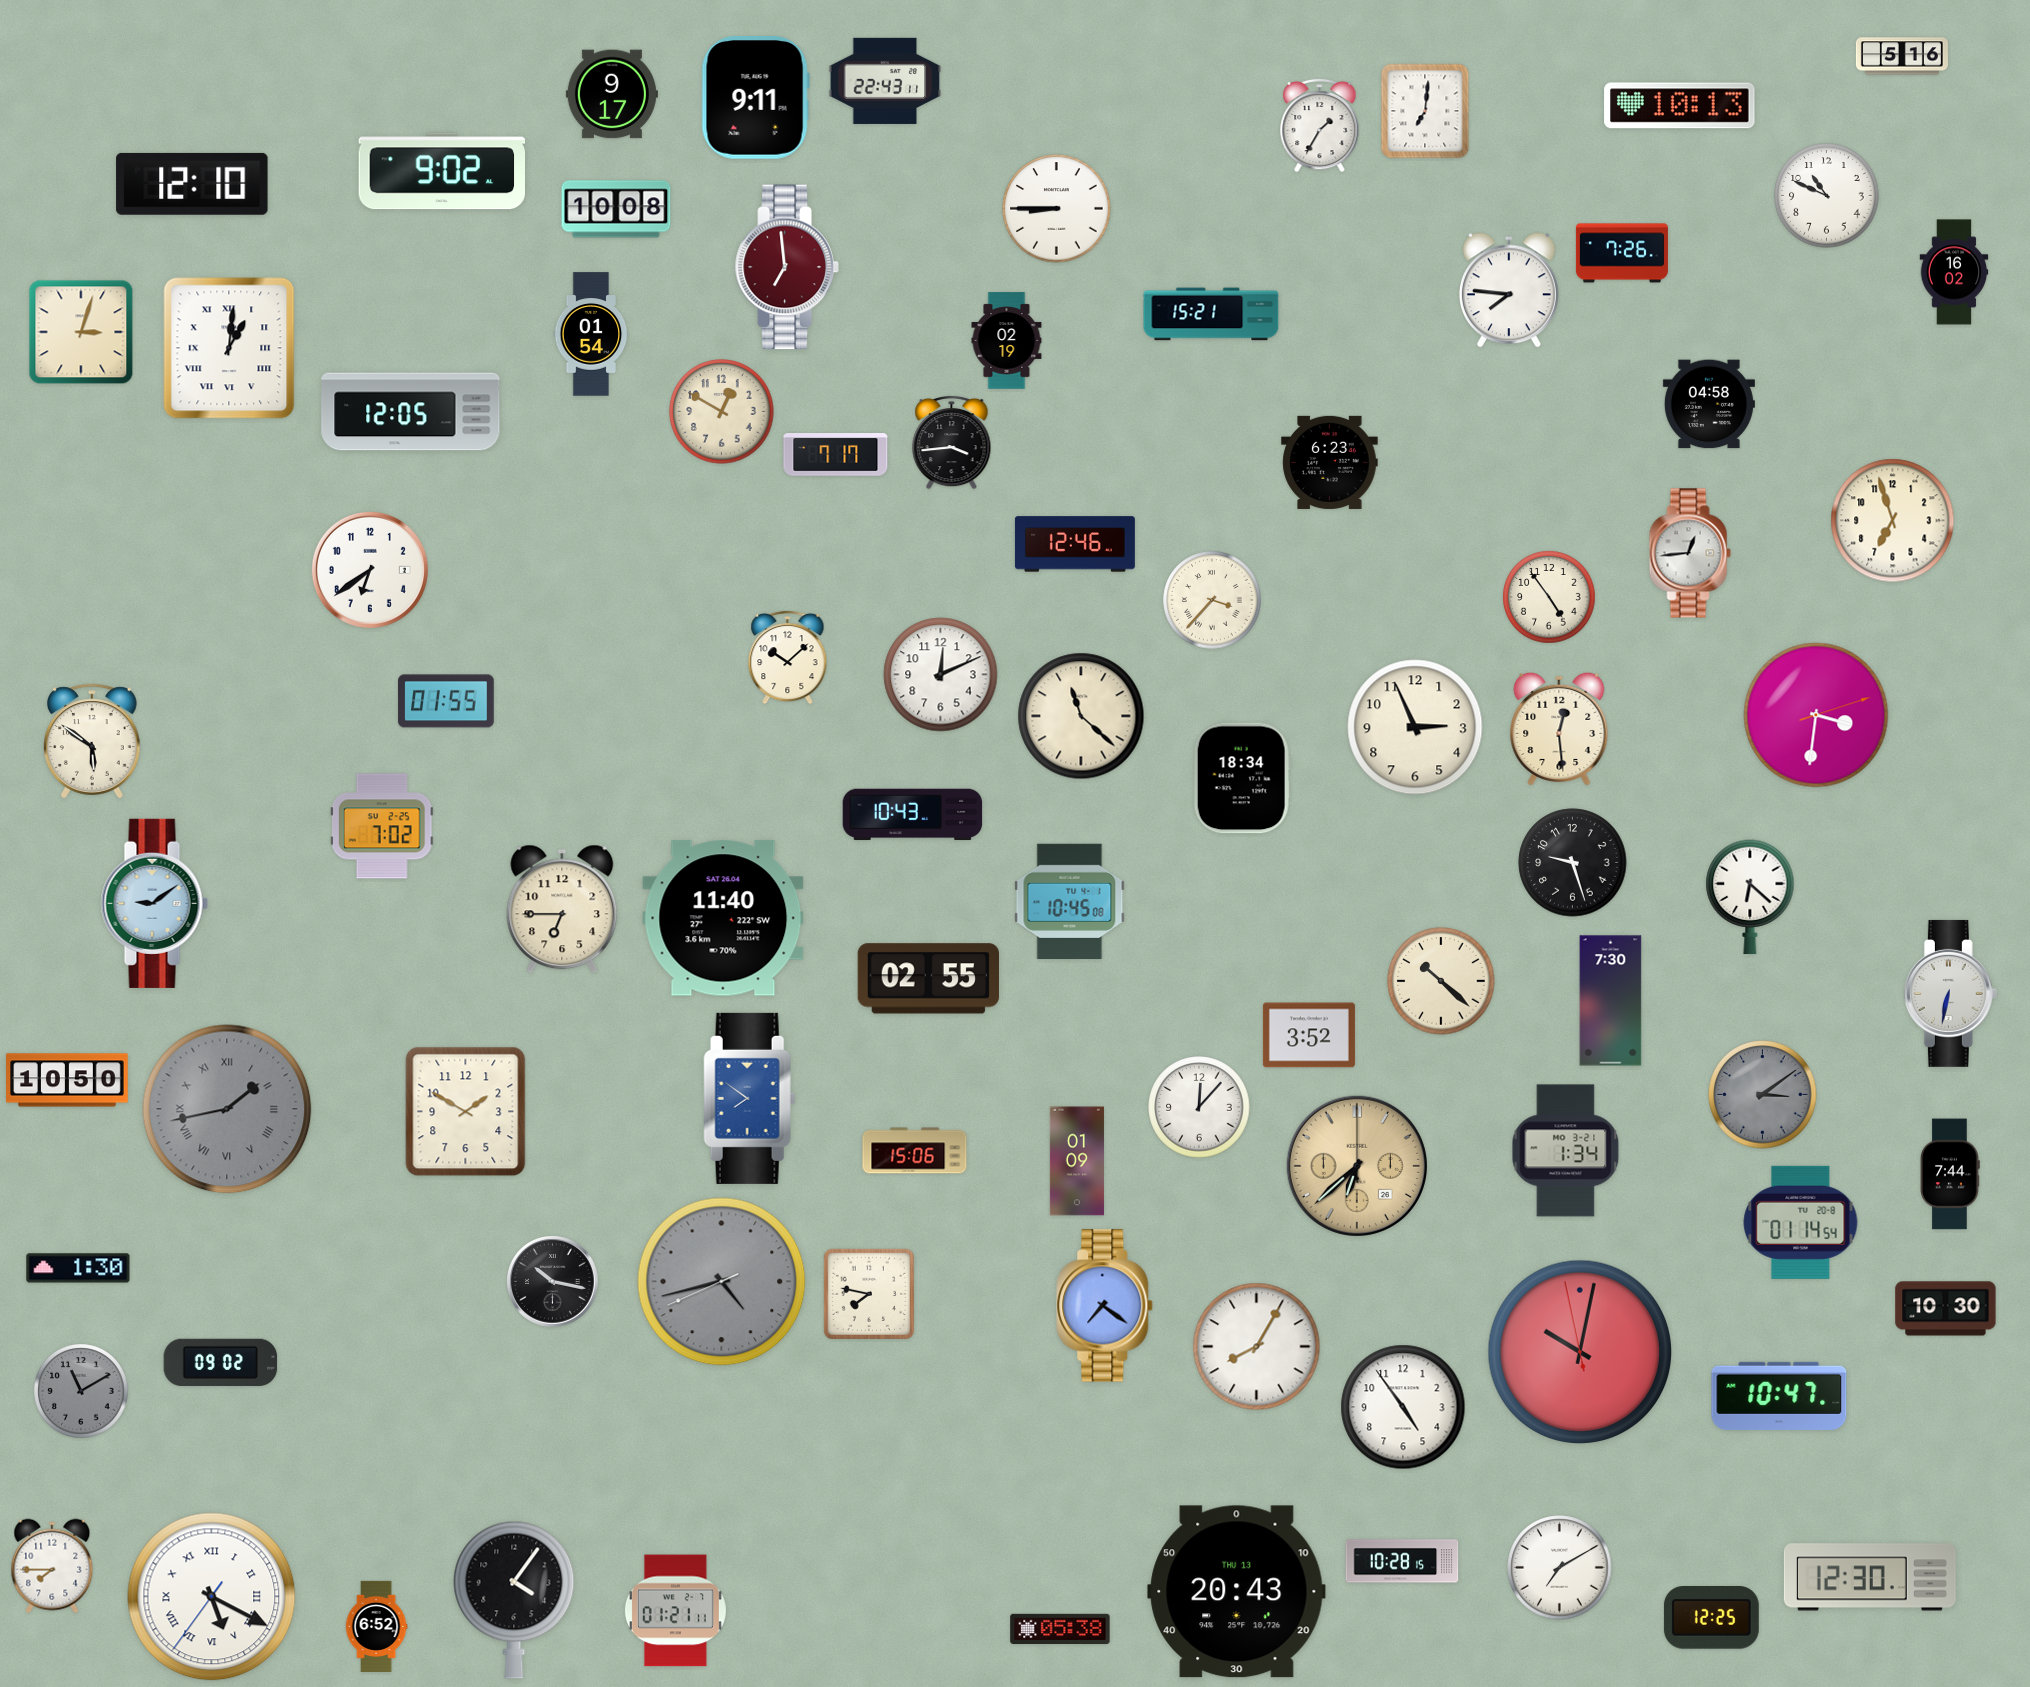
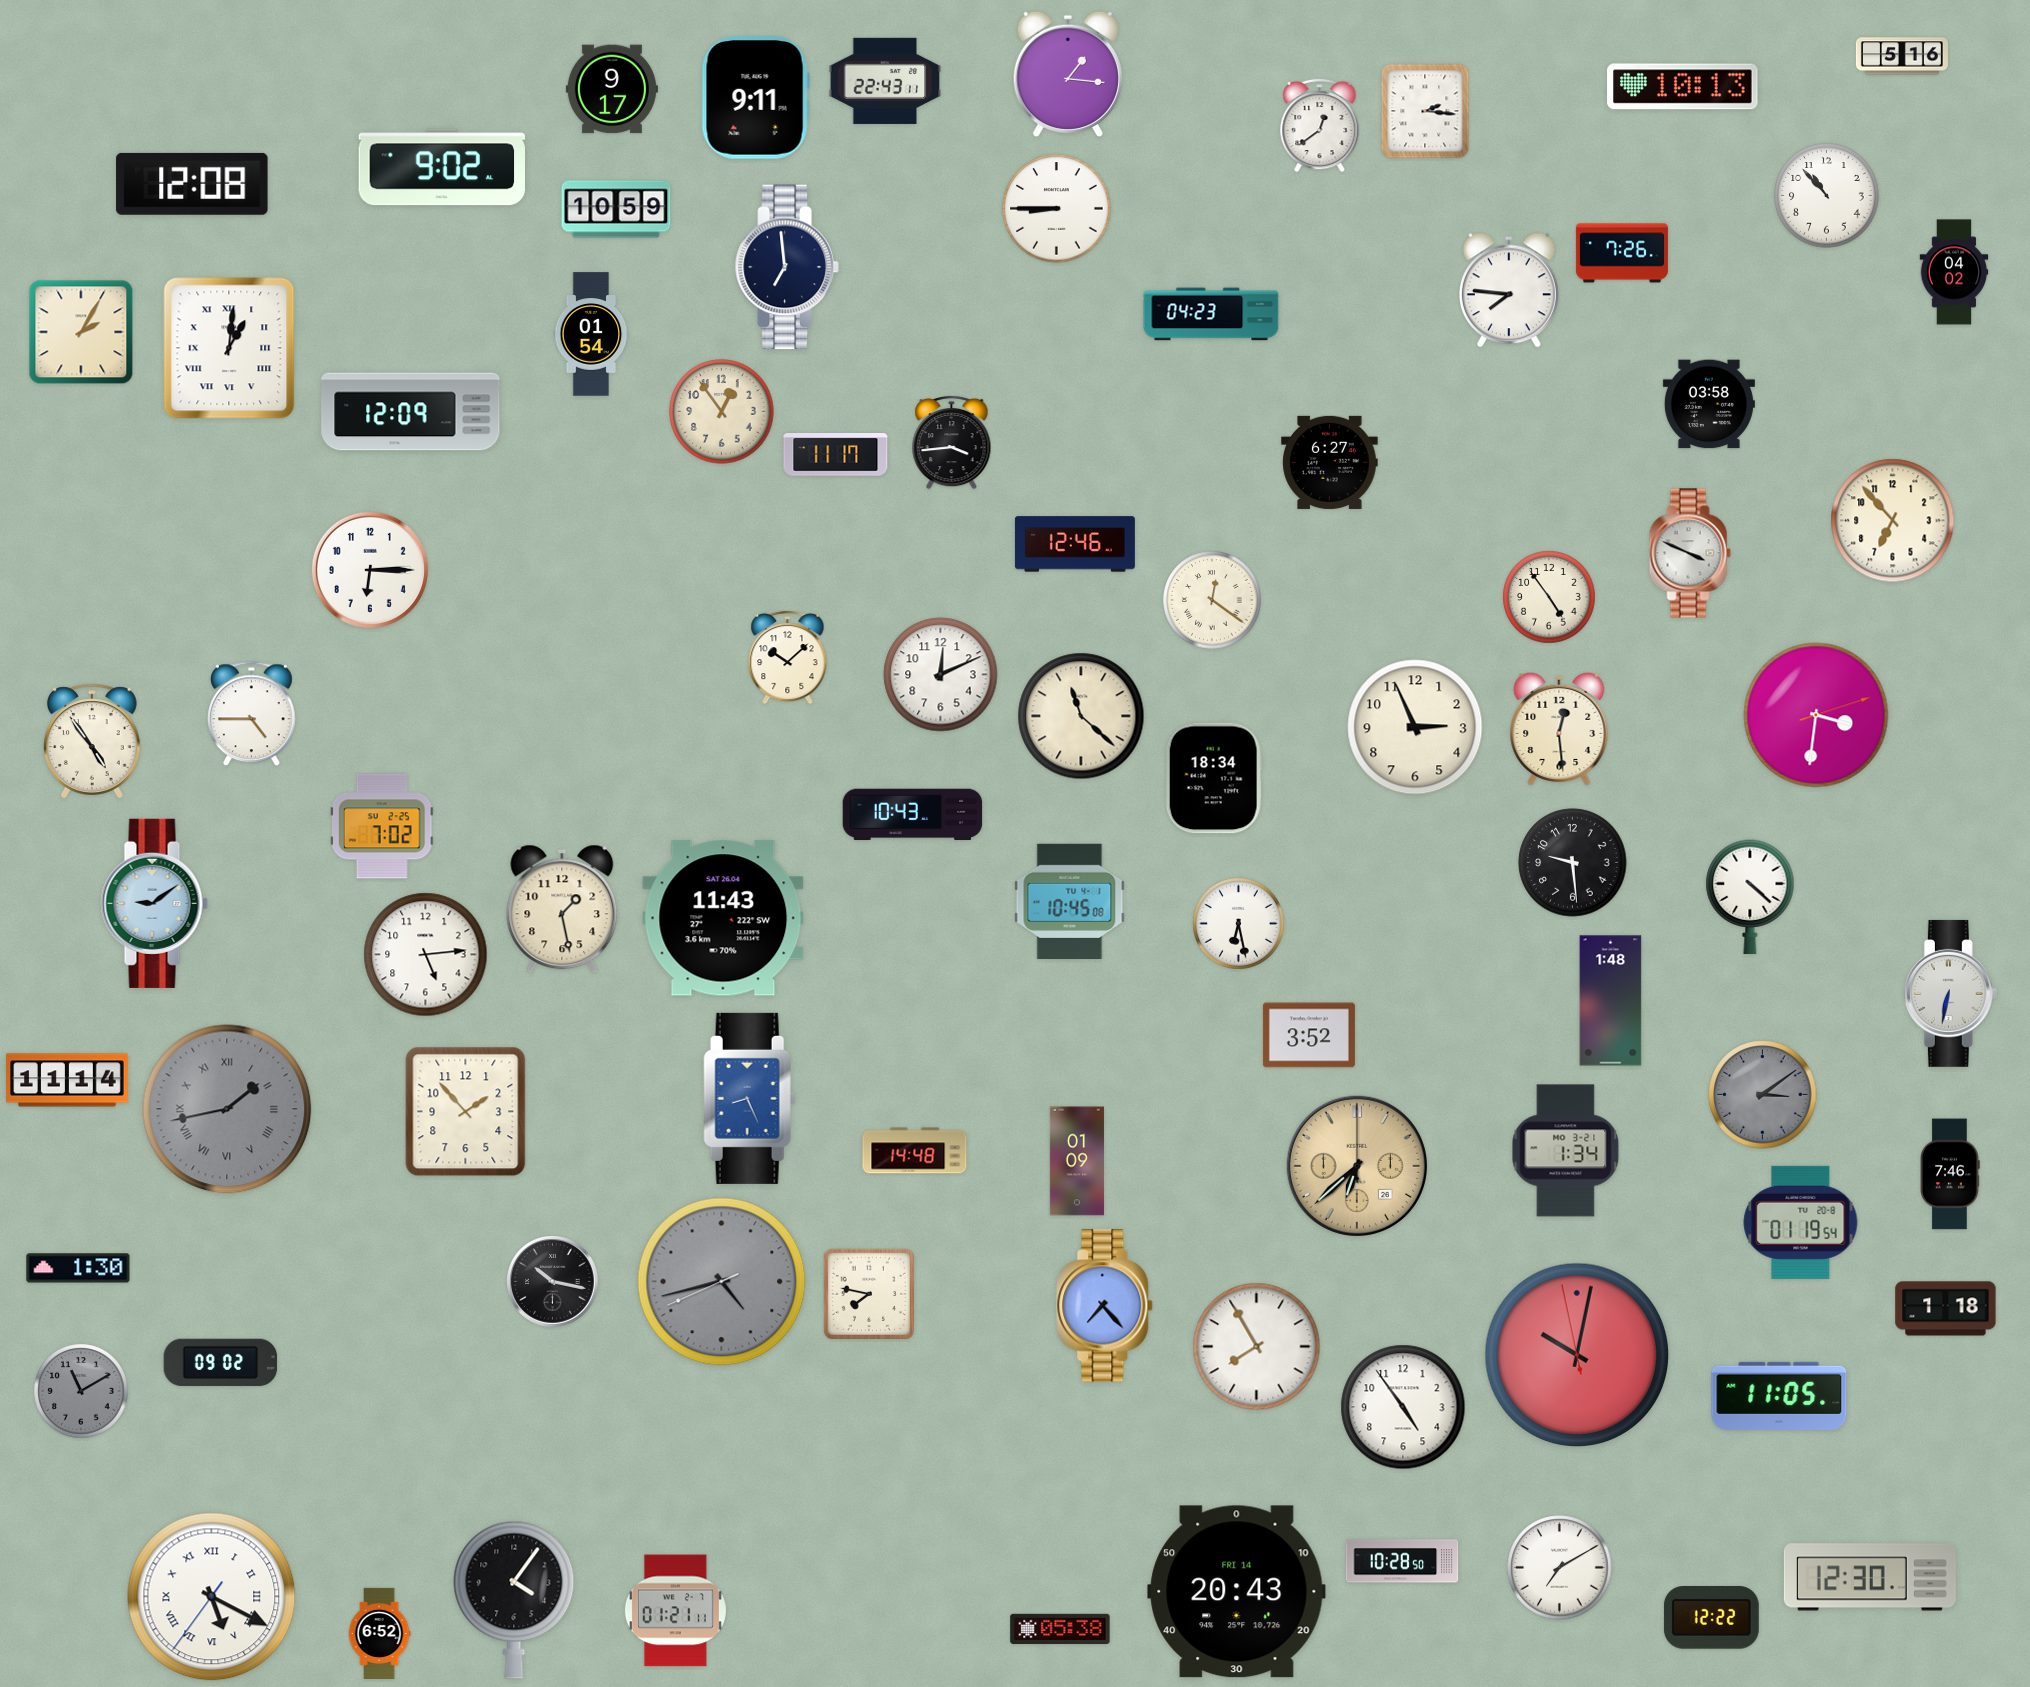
clock at (1068, 73): none -> 1:16
clock at (612, 94) position: (612, 94) -> (612, 89)
clock at (1680, 106) position: (1680, 106) -> (1683, 87)
clock at (1425, 111): 7:01 -> 2:16
clock at (1320, 125): 1:35 -> 12:39
clock at (441, 171) position: (441, 171) -> (441, 167)
clock at (192, 184): 12:10 -> 12:08
clock at (1827, 196): 10:49 -> 10:53
clock at (616, 209): 10:08 -> 10:59
clock at (787, 267) dial: burgundy -> navy
clock at (1954, 272): 16:02 -> 04:02
clock at (1211, 314): 15:21 -> 04:23
clock at (81, 332): 3:03 -> 2:05
clock at (1007, 341): 02:19 -> none
clock at (1709, 404): 04:58 -> 03:58
clock at (411, 412): 12:05 -> 12:09
clock at (722, 412): 12:50 -> 12:54
clock at (836, 455): 7:17 -> 11:17
clock at (1330, 462): 6:23 -> 6:27
clock at (1893, 521): 6:57 -> 6:53
clock at (1690, 553): 12:44 -> 3:49
clock at (370, 570): 6:39 -> 6:15
clock at (1212, 600): 3:37 -> 12:21
clock at (446, 701): 01:55 -> none
clock at (252, 714): none -> 4:45
clock at (93, 741): 5:51 -> 4:54
clock at (1242, 778) position: (1242, 778) -> (1214, 778)
clock at (1573, 863): 9:27 -> 9:29
clock at (1750, 897): 6:22 -> 4:22
clock at (562, 909): 6:45 -> 1:28
clock at (723, 918): 11:40 -> 11:43
clock at (1239, 924): none -> 6:28
clock at (426, 955): none -> 5:14
clock at (928, 979): 02:55 -> none
clock at (1441, 981): 10:22 -> none
clock at (1611, 1001): 7:30 -> 1:48
clock at (67, 1080): 10:50 -> 11:14
clock at (750, 1098): 7:51 -> 8:26
clock at (1199, 1107): 12:07 -> none
clock at (466, 1112): 1:50 -> 1:53
clock at (915, 1151): 15:06 -> 14:48
clock at (1950, 1174): 7:44 -> 7:46
clock at (1801, 1222): 01:14 -> 01:19
clock at (1105, 1306): 7:21 -> 7:23
clock at (1946, 1309): 10:30 -> 1:18
clock at (1257, 1347): 8:05 -> 7:55
clock at (1580, 1352) position: (1580, 1352) -> (1577, 1355)
clock at (1779, 1396): 10:47 -> 11:05
clock at (1402, 1561): 10:28:15 -> 10:28:50
clock at (52, 1566): 7:45 -> none
clock at (1237, 1592) date: THU 13 -> FRI 14
clock at (1711, 1618): 12:25 -> 12:22
clock at (376, 1626) position: (376, 1626) -> (379, 1633)
